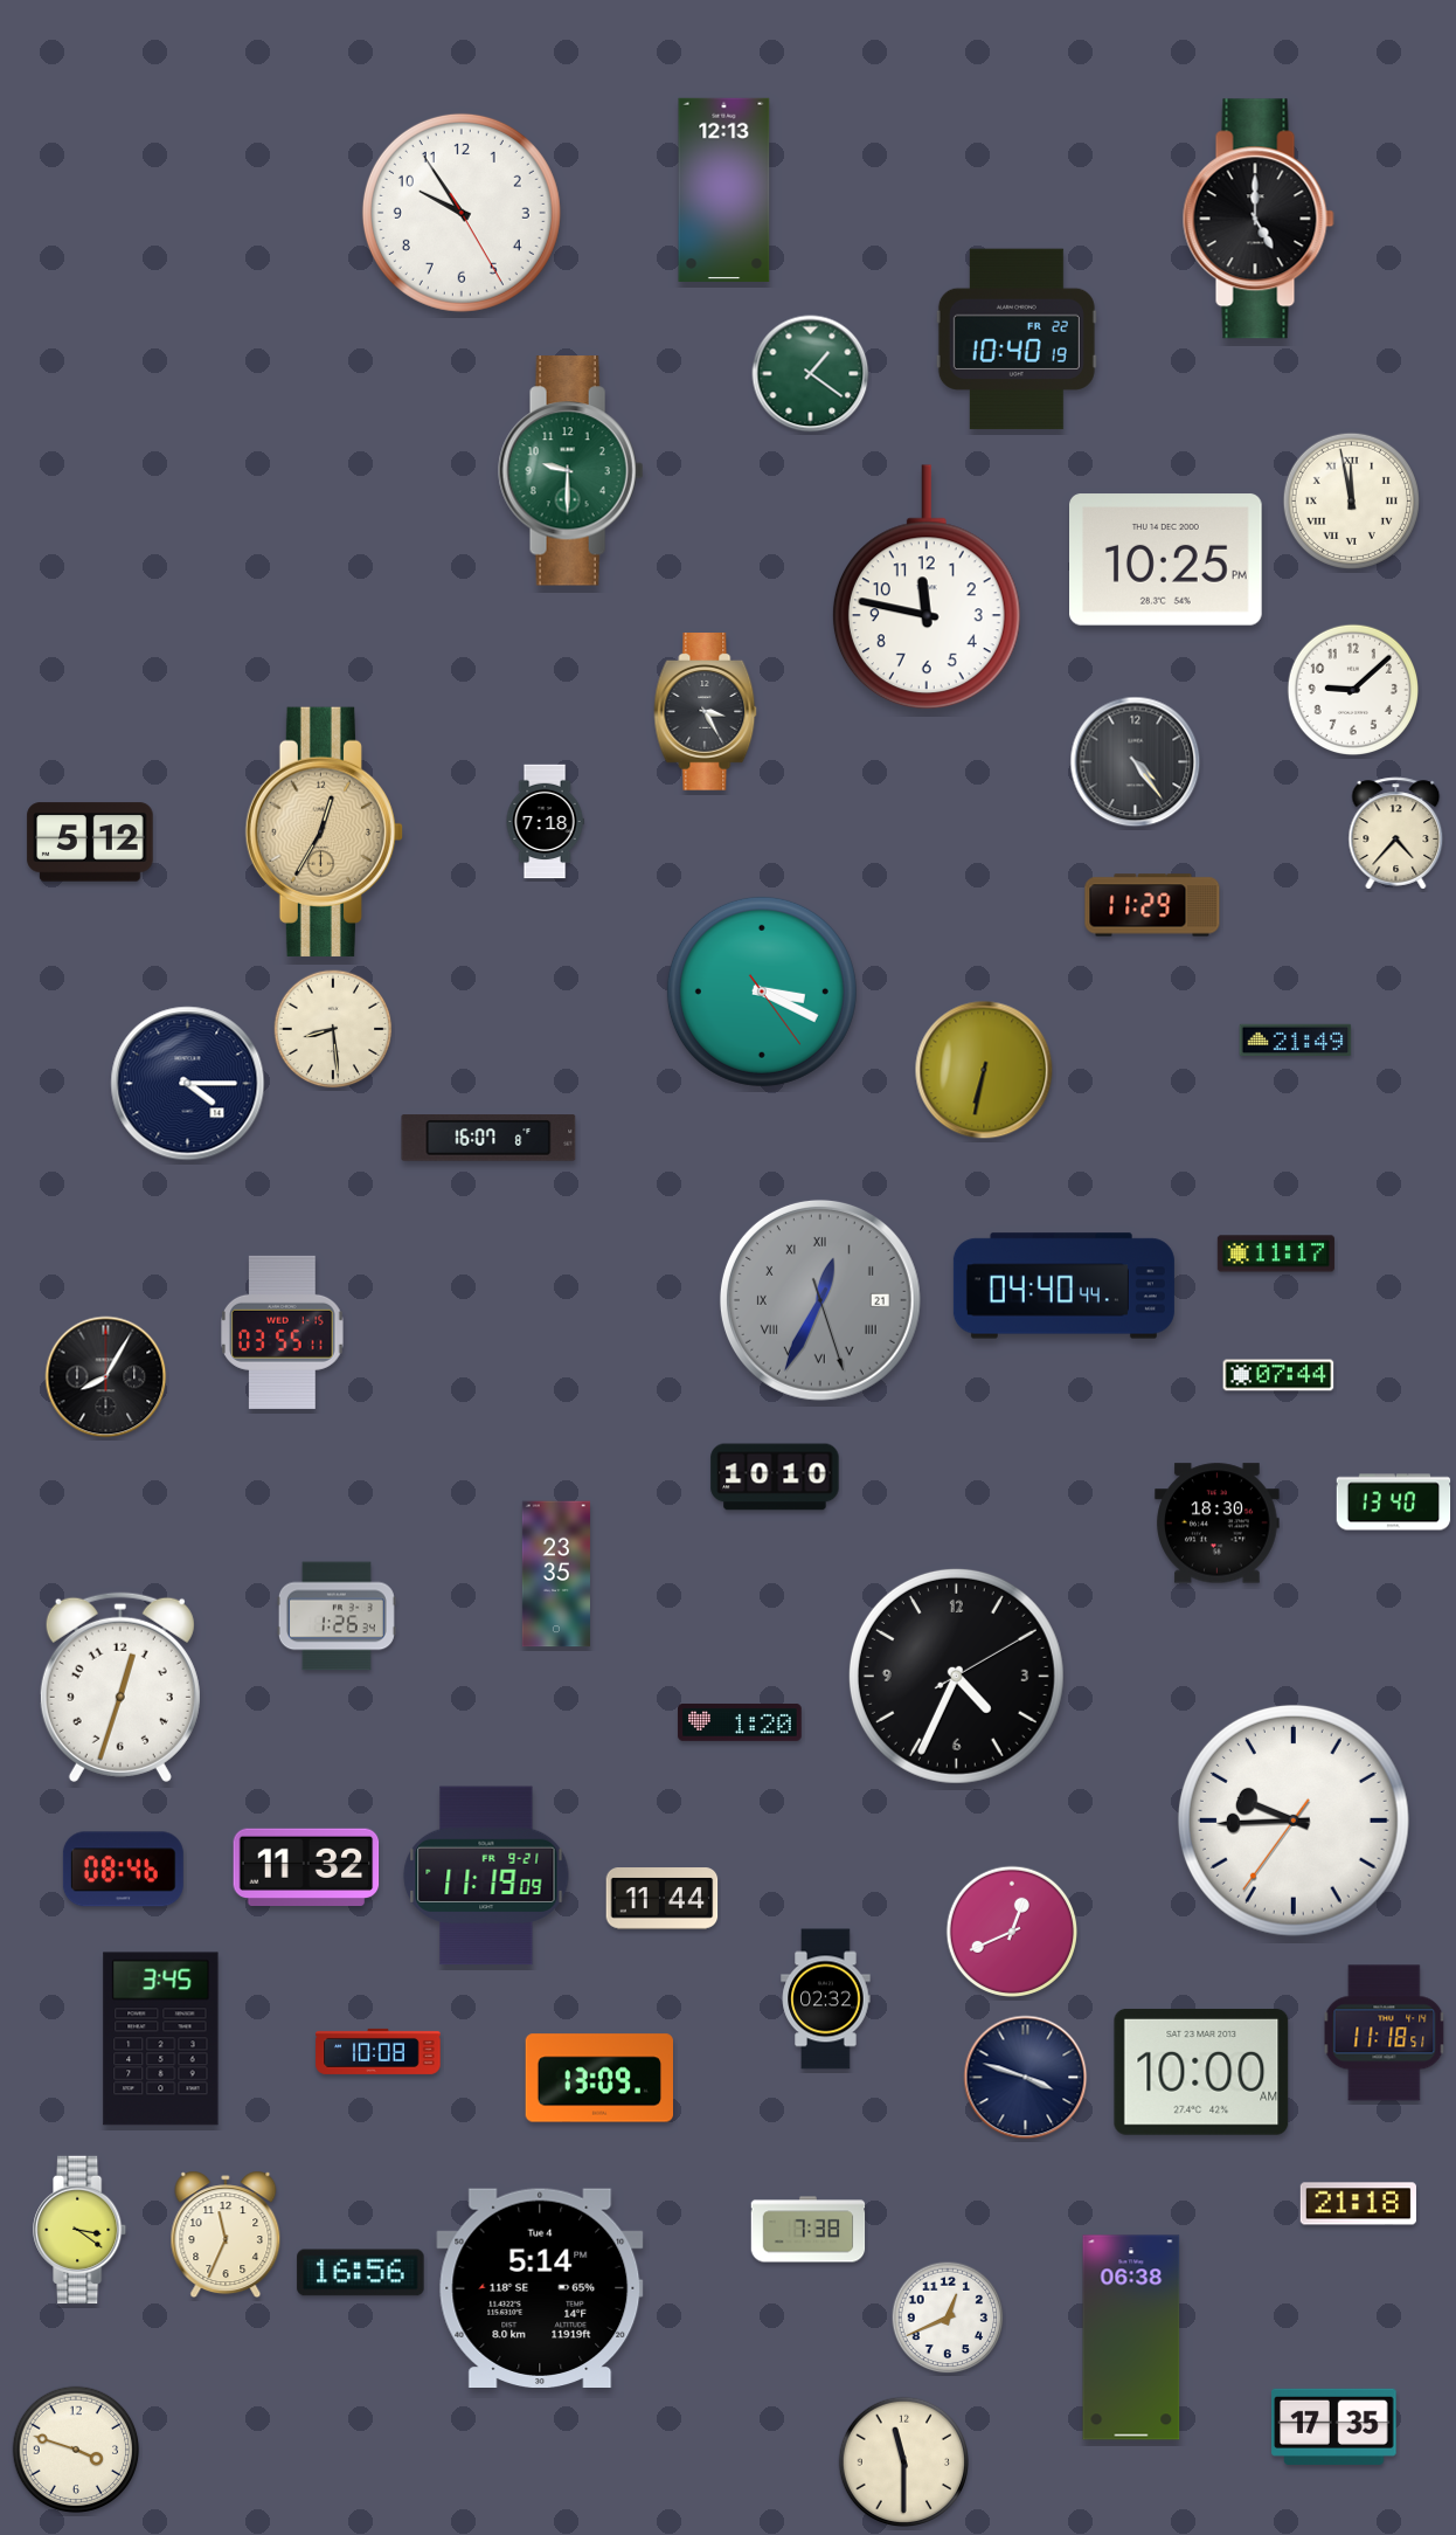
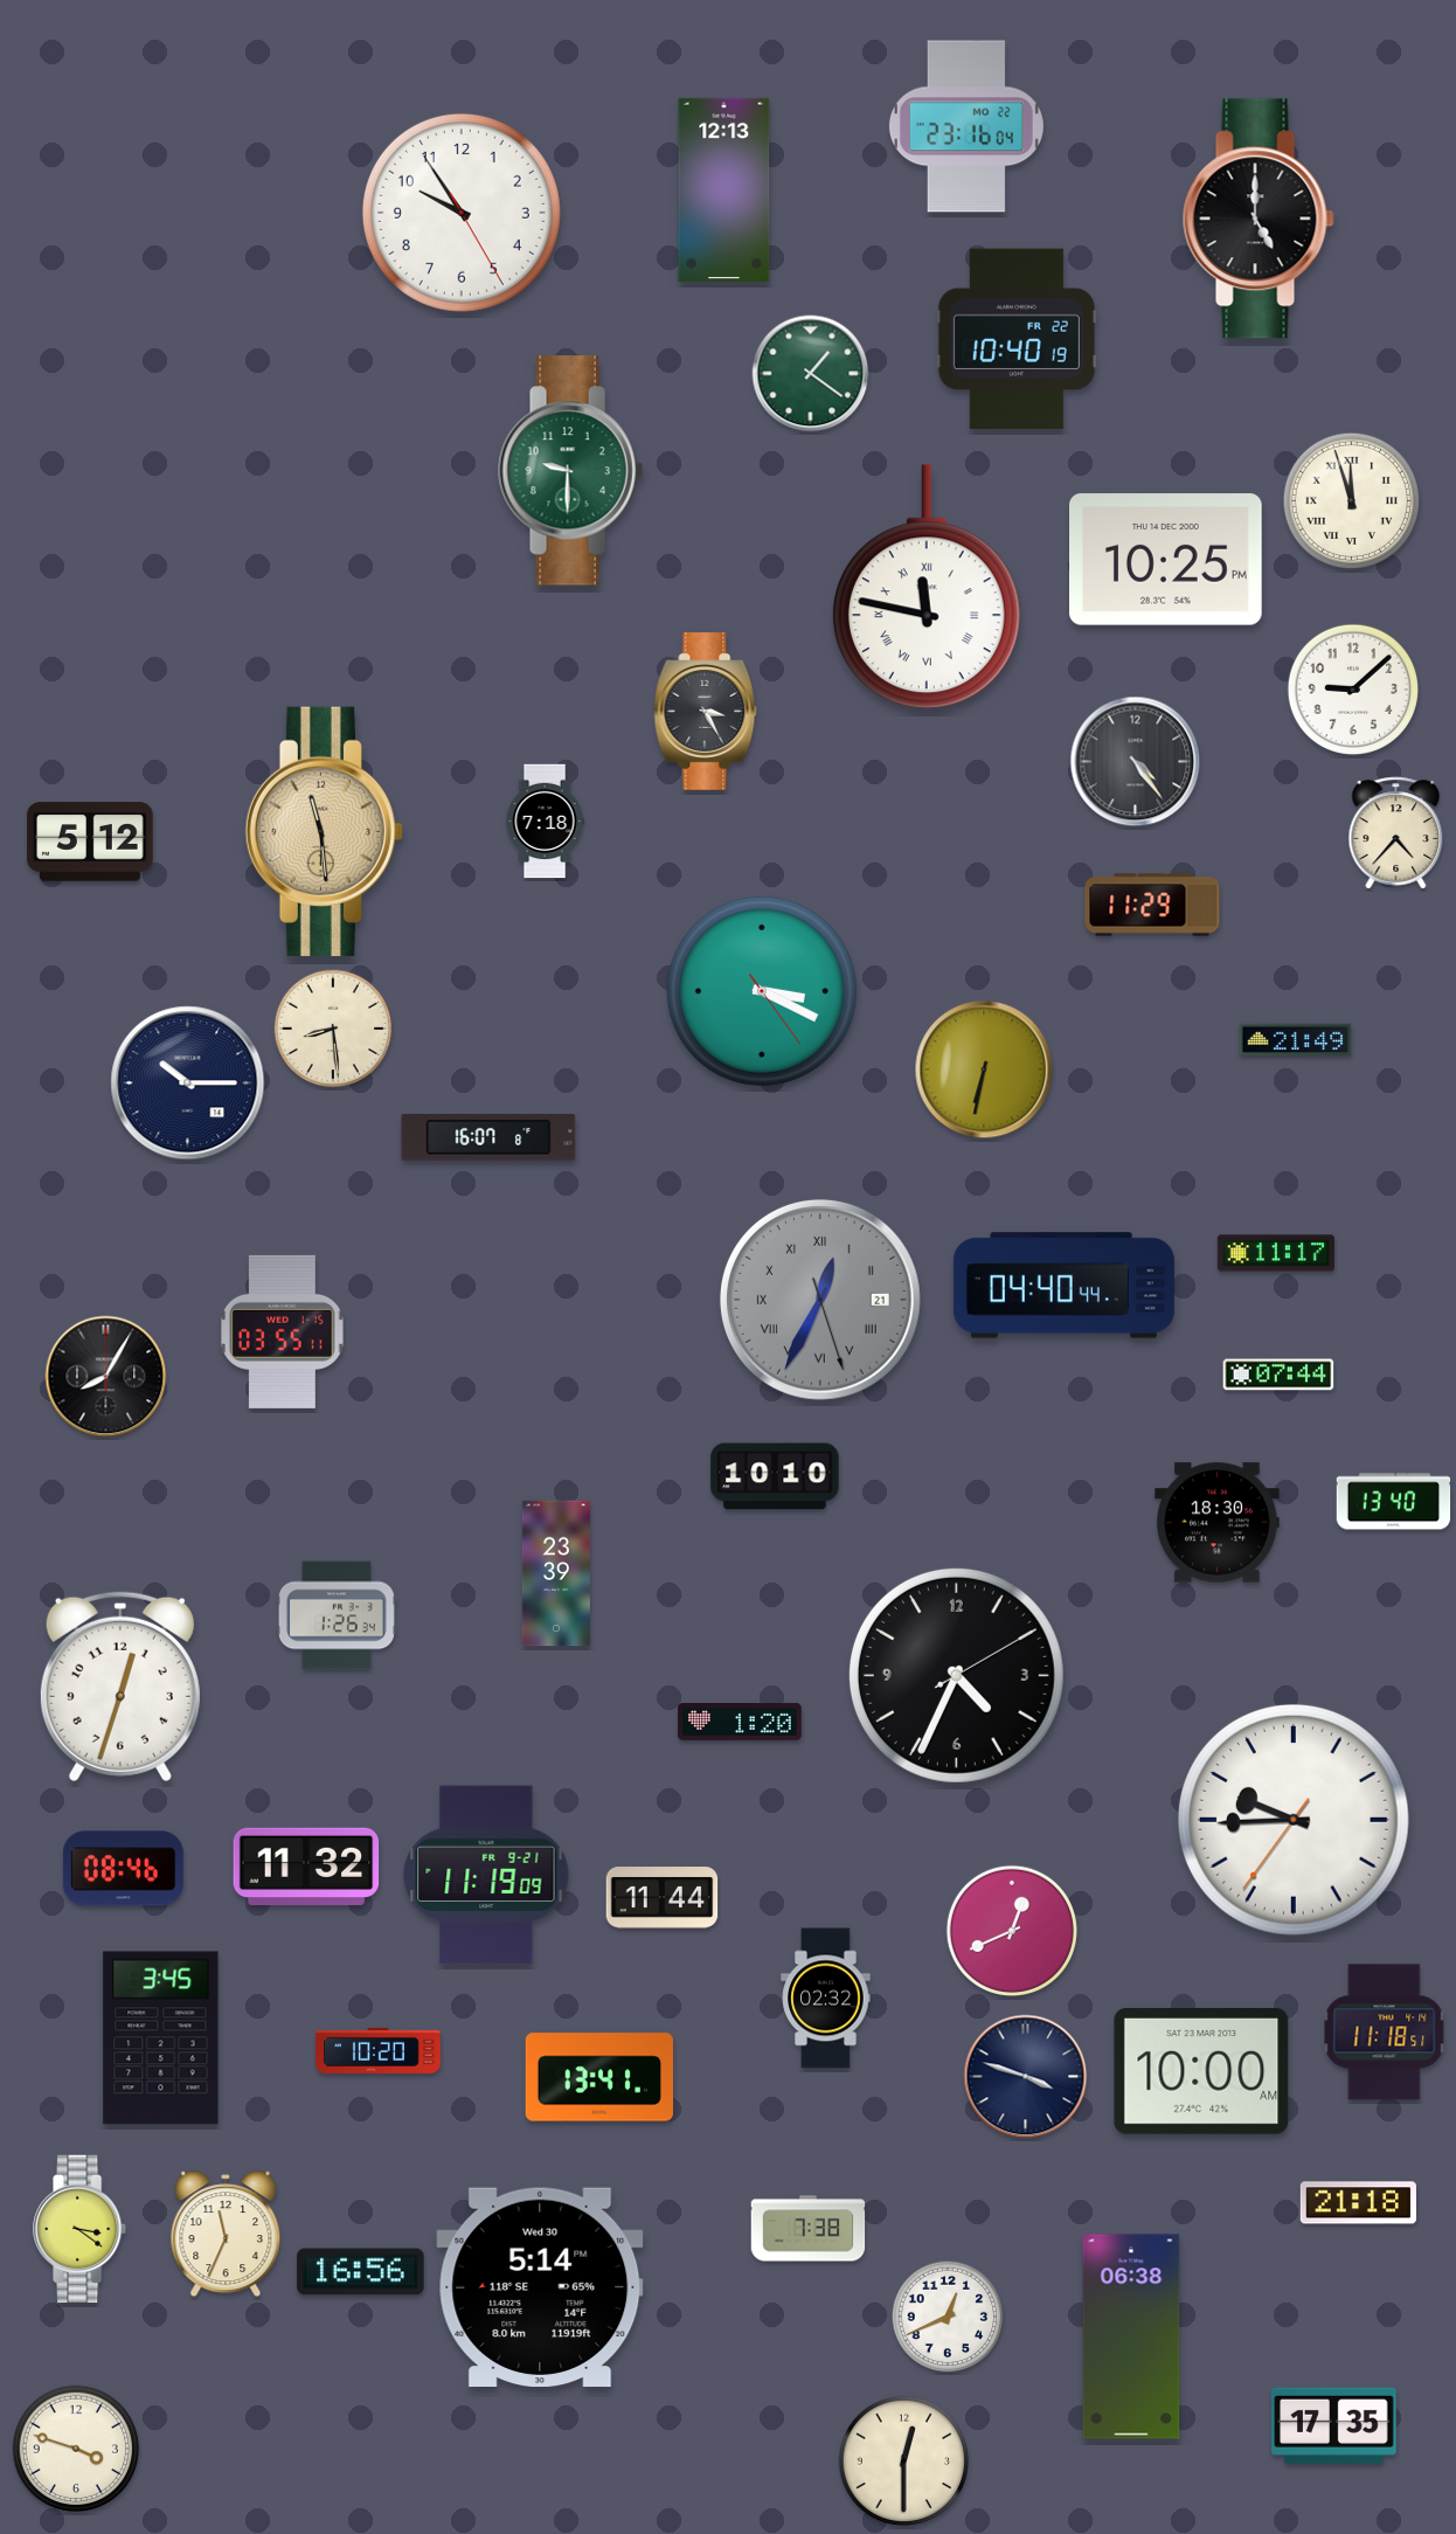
clock at (966, 126): none -> 23:16
clock at (1351, 500): 11:58 -> 11:57
clock at (927, 587) numerals: Arabic -> Roman
clock at (324, 831): 12:35 -> 11:29
clock at (188, 1084): 4:15 -> 10:15
clock at (556, 1574): 23:35 -> 23:39
clock at (379, 2051): 10:08 -> 10:20
clock at (599, 2078): 13:09 -> 13:41
clock at (540, 2287) date: Tue 4 -> Wed 30
clock at (904, 2463): 11:30 -> 12:30
